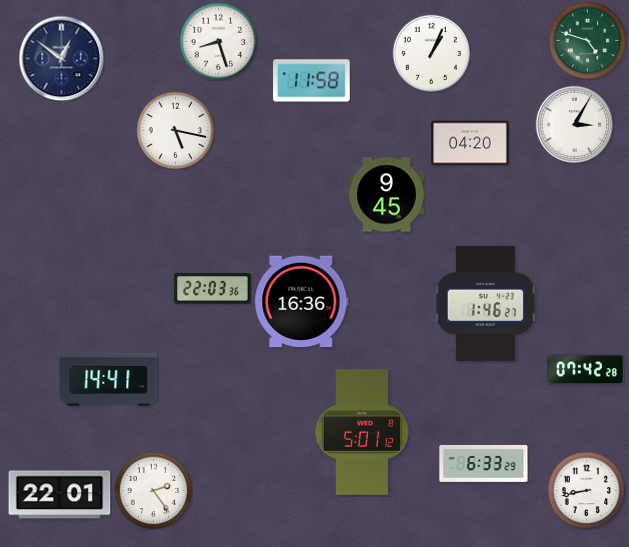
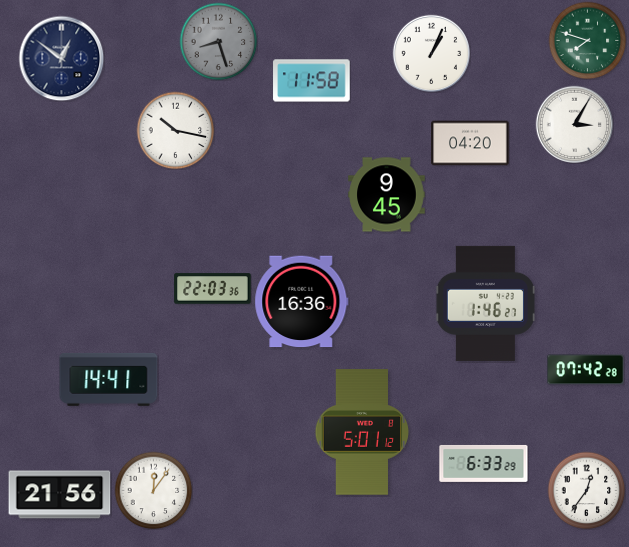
clock at (587, 40): 4:48 -> 7:48
clock at (218, 41) dial: white -> grey
clock at (175, 130): 5:17 -> 10:17
clock at (153, 490): 2:24 -> 12:06
clock at (586, 490): 8:43 -> 12:36
clock at (60, 495): 22:01 -> 21:56
